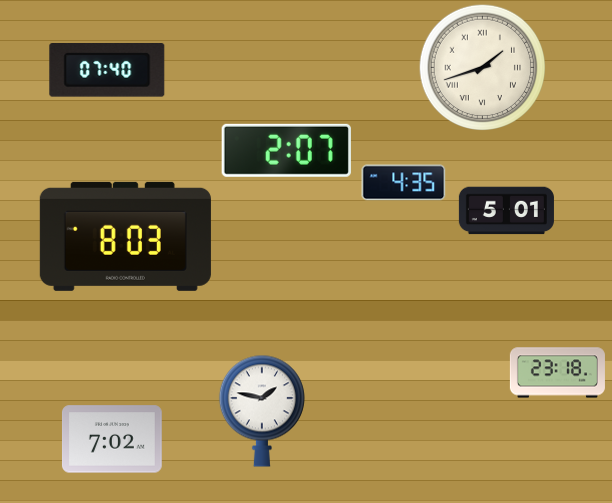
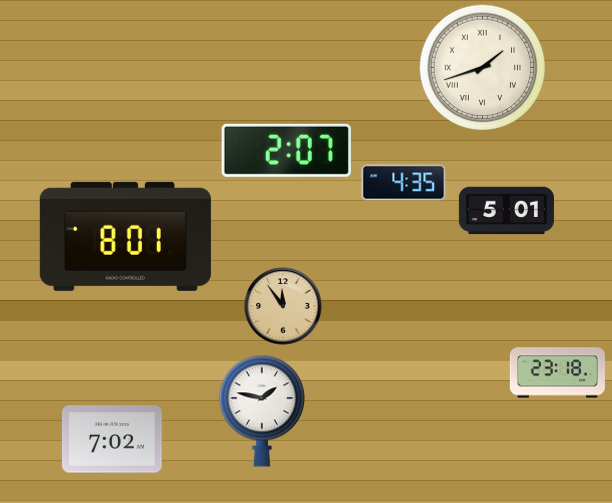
clock at (107, 71): 07:40 -> none
clock at (125, 236): 8:03 -> 8:01
clock at (283, 306): none -> 11:54
